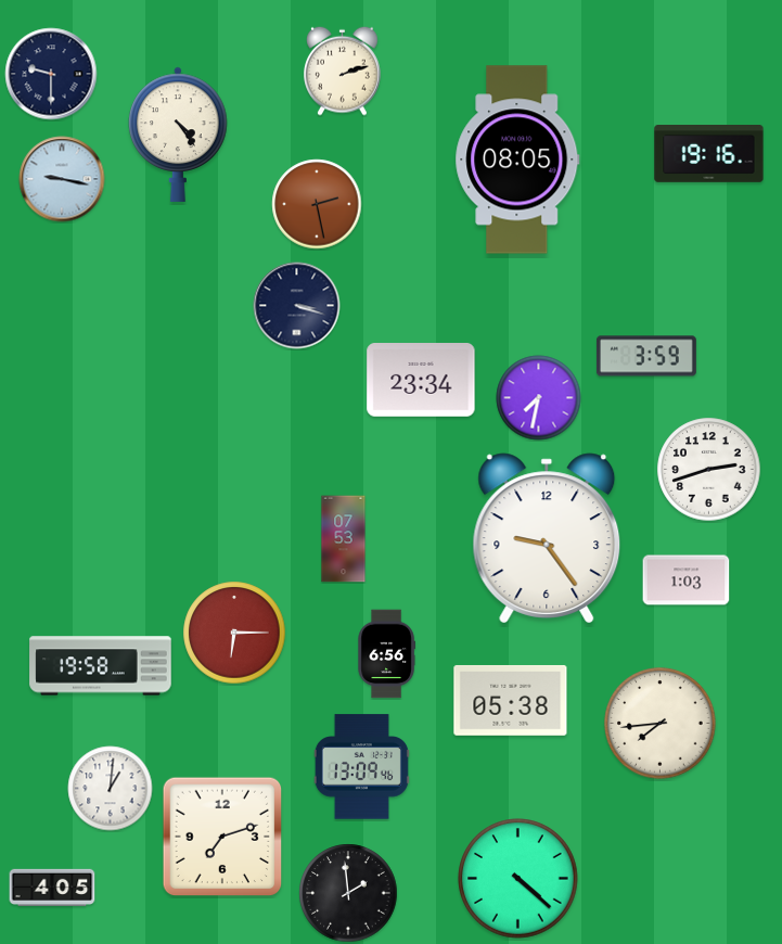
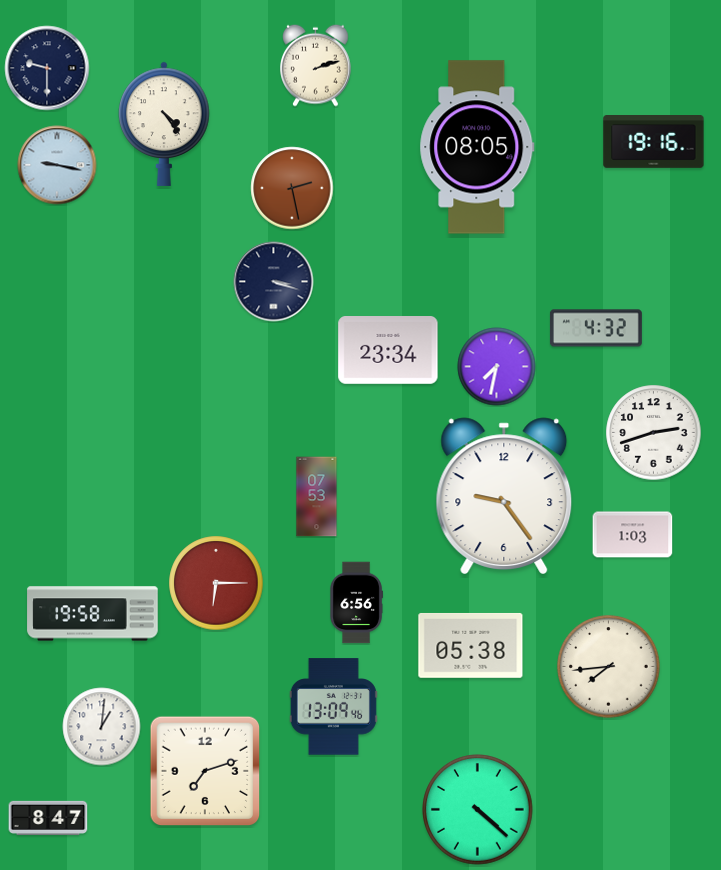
clock at (646, 356): 3:59 -> 4:32
clock at (52, 888): 4:05 -> 8:47
clock at (348, 893): 1:59 -> none
